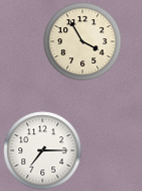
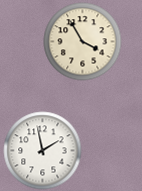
clock at (42, 150): 7:15 -> 1:58
